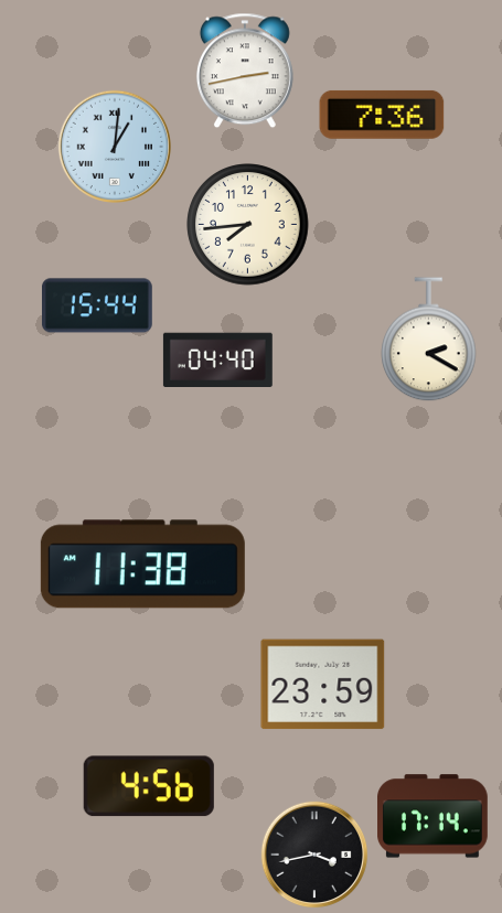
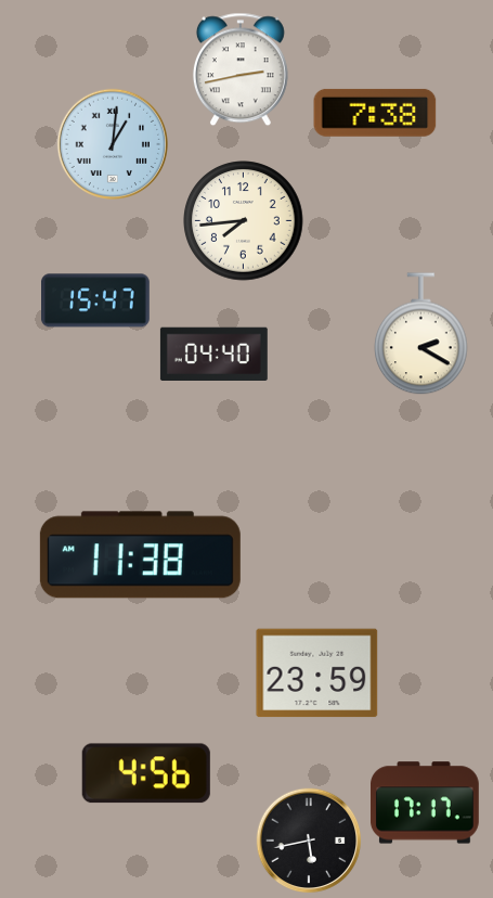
clock at (382, 115): 7:36 -> 7:38
clock at (98, 305): 15:44 -> 15:47
clock at (434, 816): 17:14 -> 17:17
clock at (314, 855): 3:43 -> 5:43
